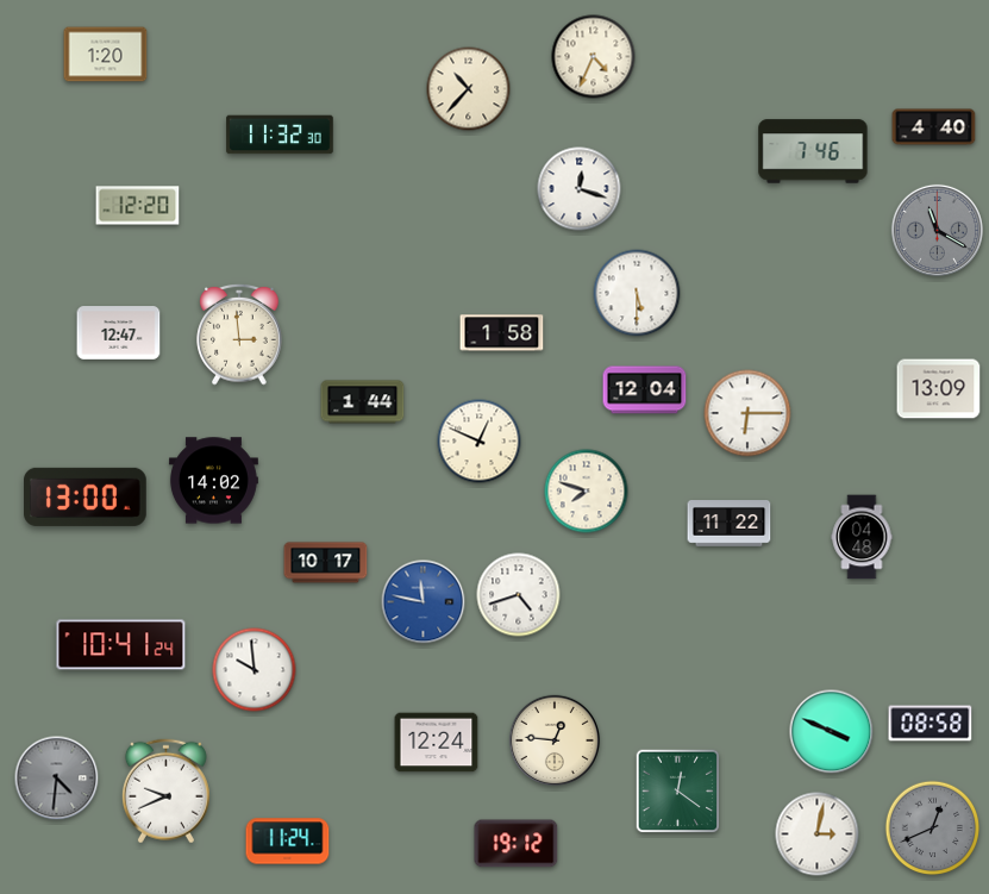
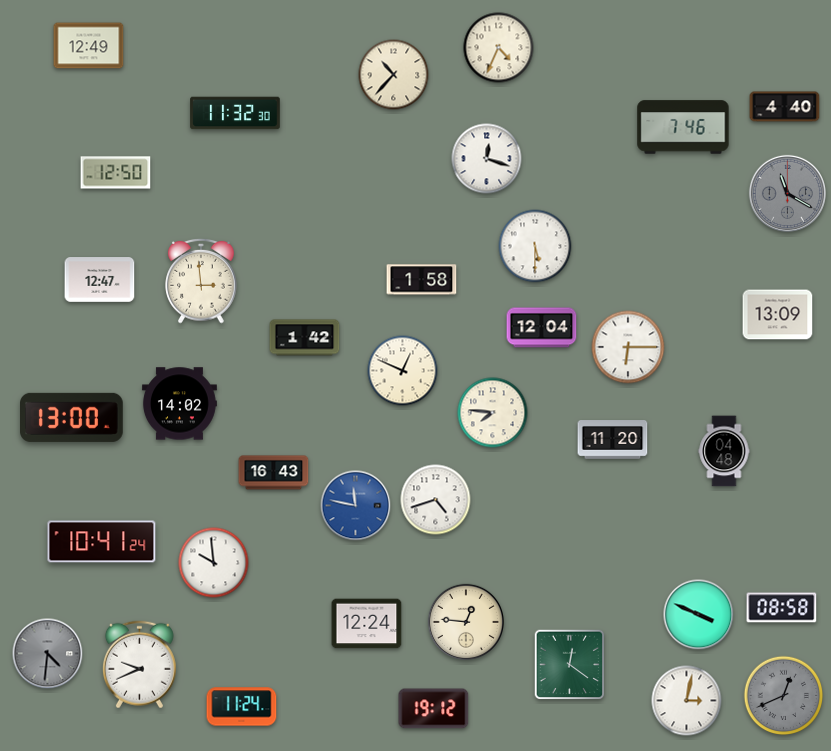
clock at (106, 55): 1:20 -> 12:49
clock at (138, 206): 12:20 -> 12:50
clock at (939, 389) position: (939, 389) -> (778, 315)
clock at (363, 402): 1:44 -> 1:42
clock at (587, 492): 7:48 -> 7:46
clock at (730, 524): 11:22 -> 11:20
clock at (326, 563): 10:17 -> 16:43
